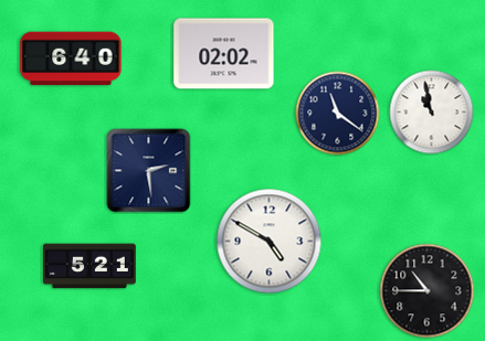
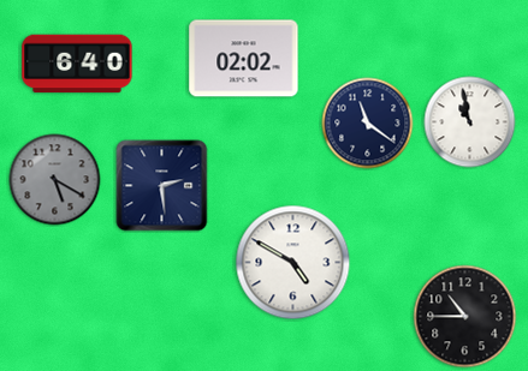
clock at (55, 180): none -> 5:20
clock at (91, 266): 5:21 -> none
